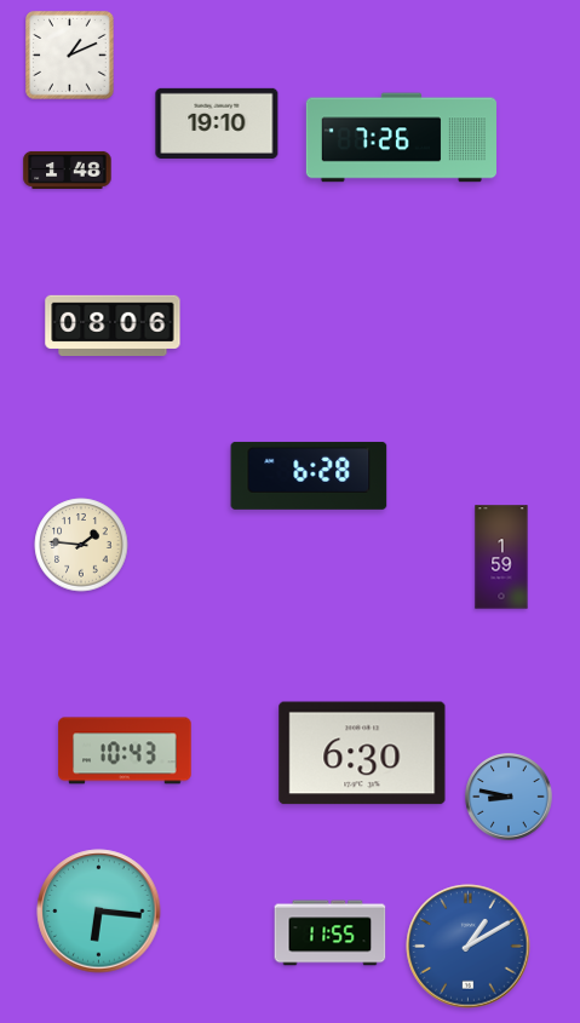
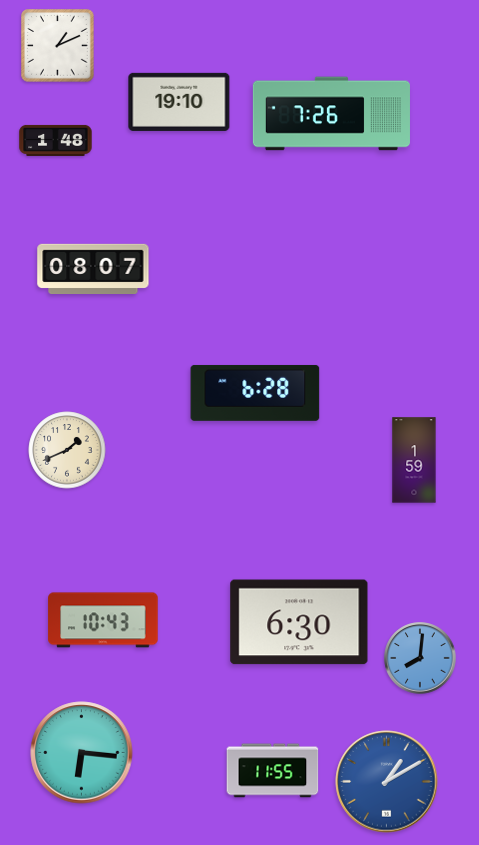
clock at (113, 324): 08:06 -> 08:07
clock at (81, 545): 1:46 -> 1:41
clock at (509, 797): 8:47 -> 8:01
